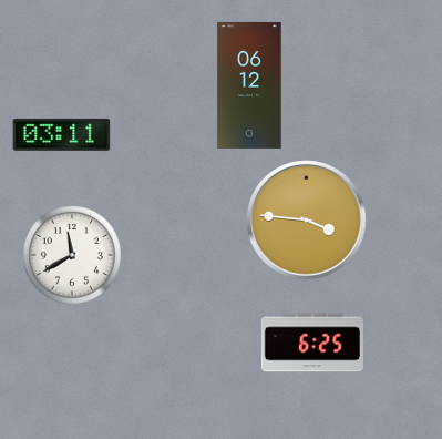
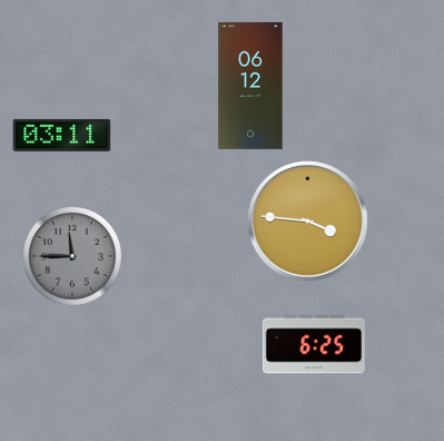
clock at (72, 255): 11:40 -> 11:45
clock at (72, 255) dial: white -> grey
